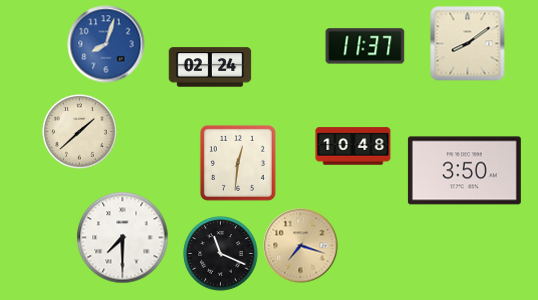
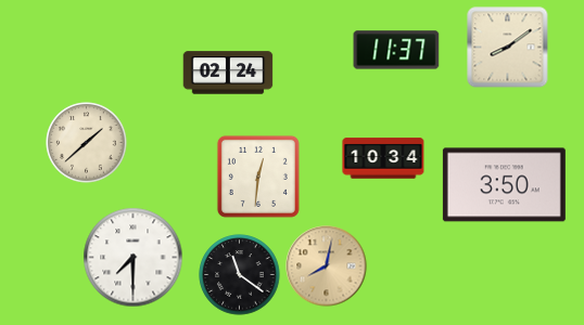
clock at (106, 44): 8:03 -> none
clock at (353, 146): 10:48 -> 10:34
clock at (301, 246): 7:18 -> 8:02
clock at (221, 254): 11:19 -> 11:21
